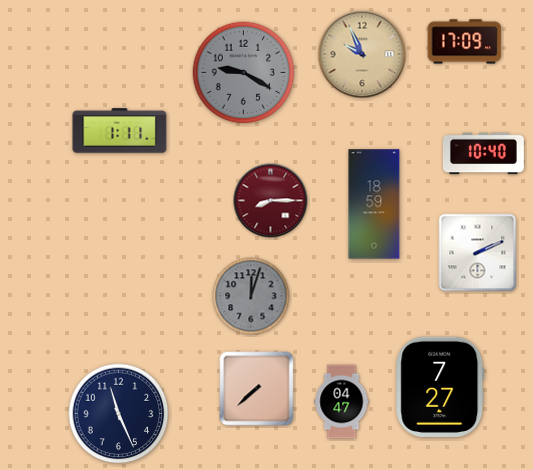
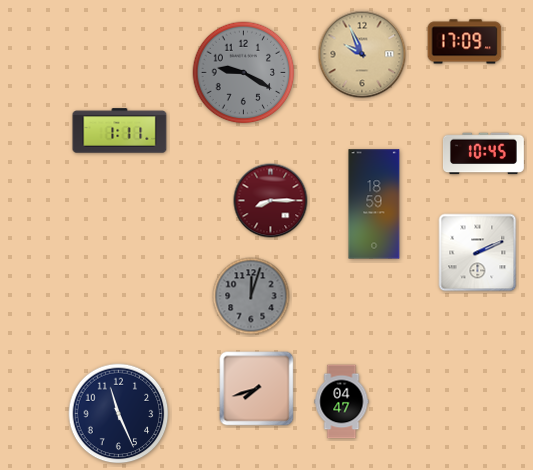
clock at (483, 154): 10:40 -> 10:45
clock at (440, 387): 7:27 -> none
clock at (257, 389): 7:38 -> 7:42
